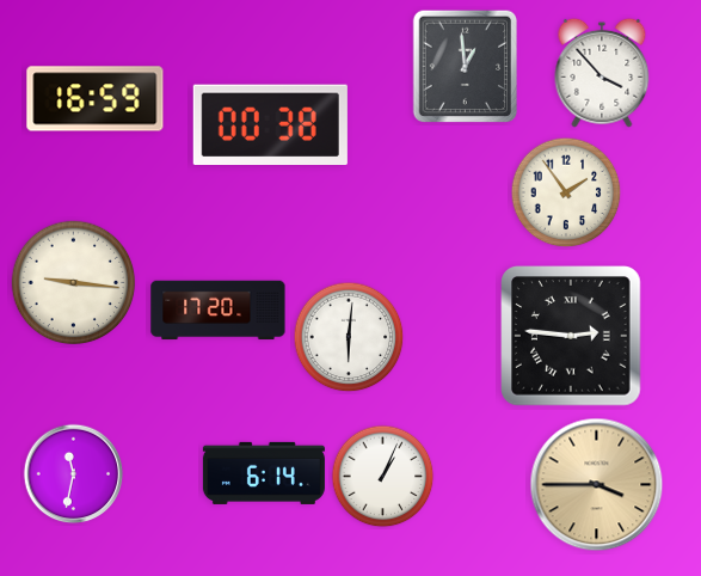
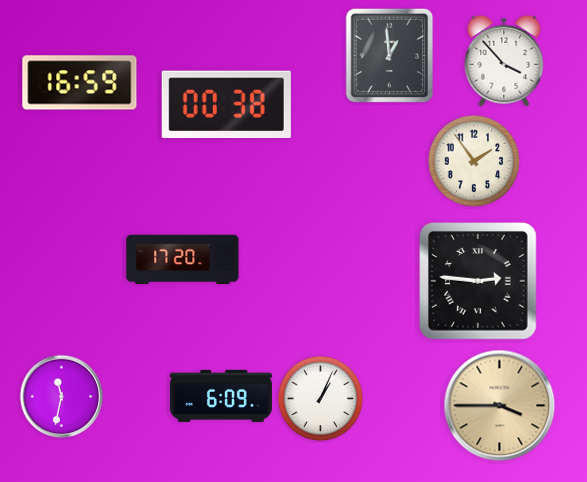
clock at (74, 283): 9:16 -> none
clock at (349, 337): 6:01 -> none
clock at (264, 473): 6:14 -> 6:09
